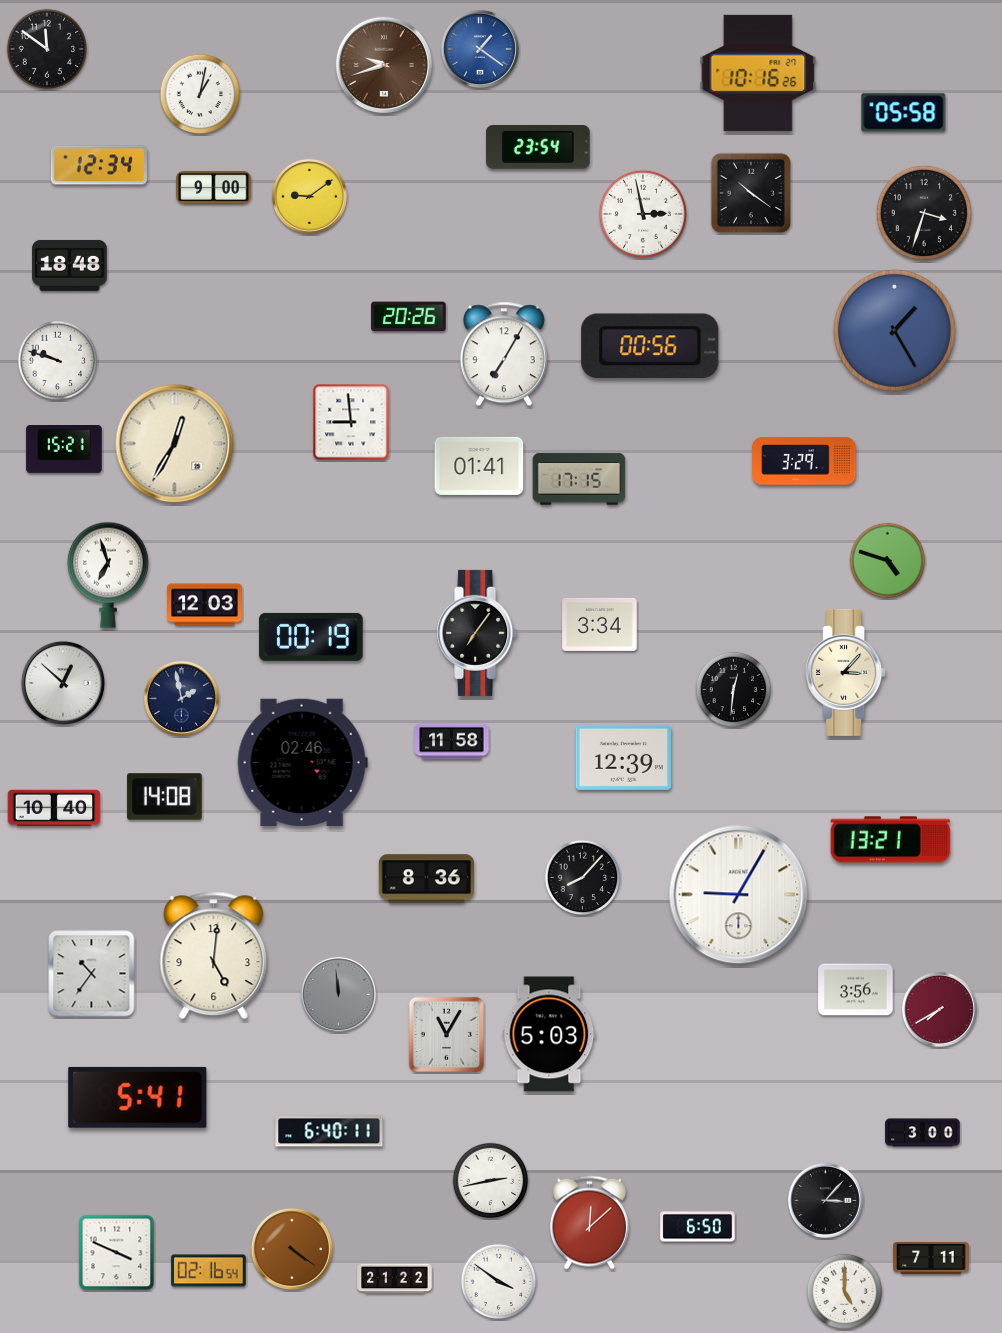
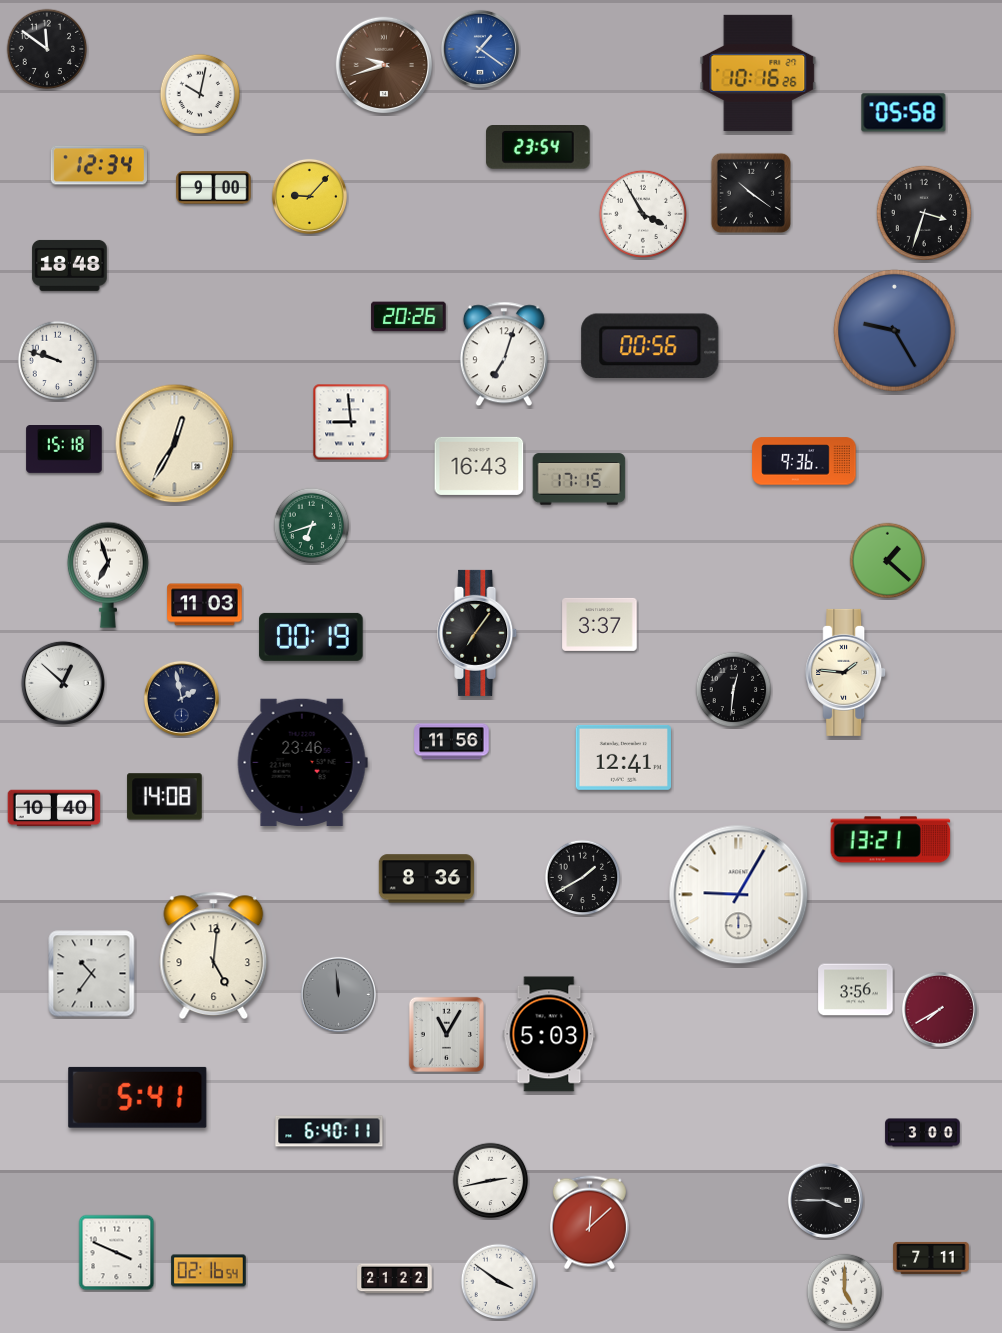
clock at (200, 94): 1:02 -> 10:02
clock at (309, 196): 9:09 -> 9:07
clock at (642, 213): 2:58 -> 3:55
clock at (894, 330): 1:25 -> 9:25
clock at (504, 354): 7:05 -> 7:03
clock at (64, 450): 15:21 -> 15:18
clock at (804, 461): 3:29 -> 9:36
clock at (479, 466): 01:41 -> 16:43
clock at (312, 526): none -> 6:42
clock at (888, 561): 4:48 -> 1:22
clock at (205, 605): 12:03 -> 11:03
clock at (600, 624): 3:34 -> 3:37
clock at (846, 672): 3:07 -> 1:46
clock at (452, 742): 11:58 -> 11:56
clock at (623, 757): 12:39 -> 12:41
clock at (302, 762): 02:46 -> 23:46
clock at (583, 878): 8:07 -> 1:40
clock at (825, 1200): 3:07 -> 3:45
clock at (698, 1227): 6:50 -> none
clock at (292, 1249): 4:21 -> none
